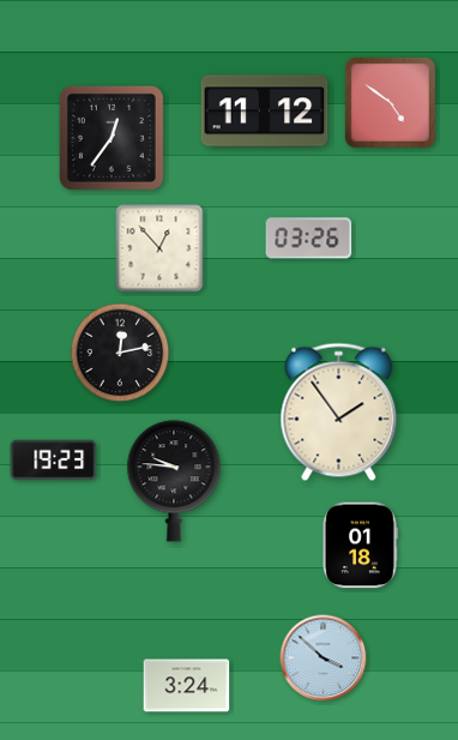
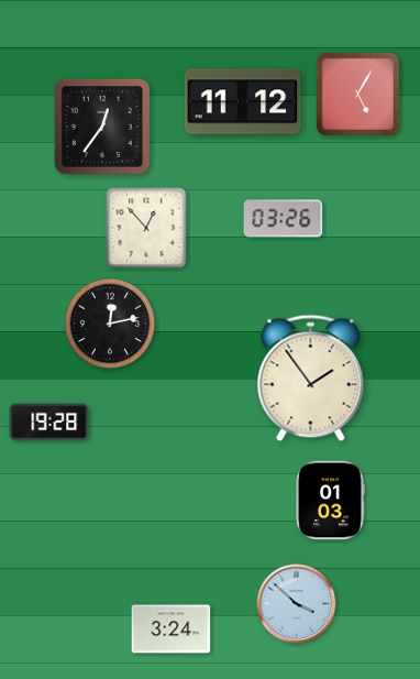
clock at (390, 102): 4:51 -> 5:05
clock at (54, 461): 19:23 -> 19:28
clock at (174, 481): 9:46 -> none
clock at (360, 546): 01:18 -> 01:03
